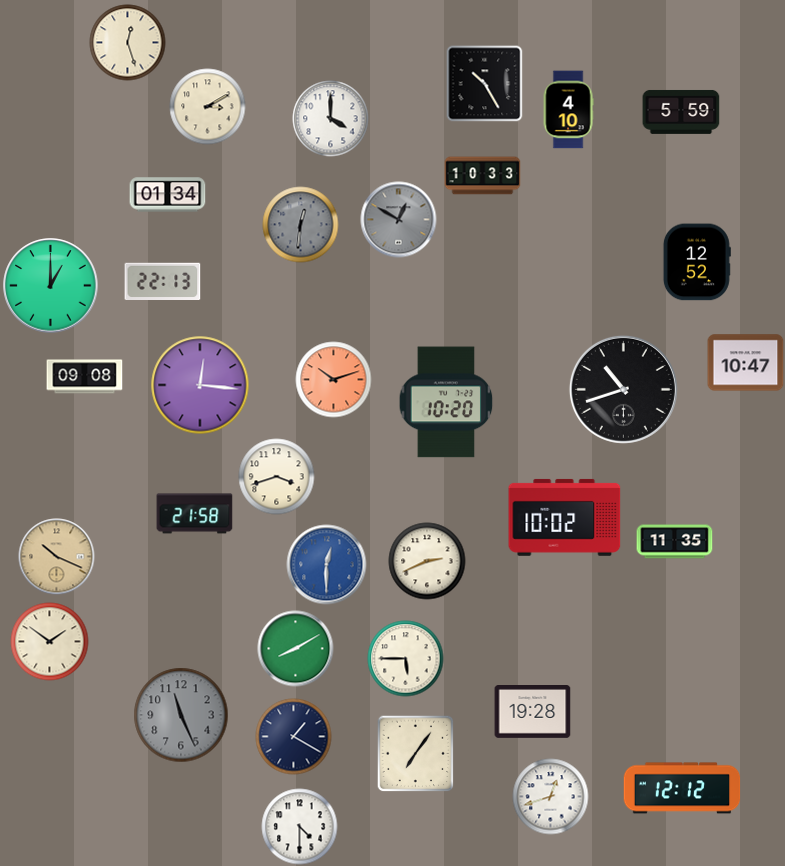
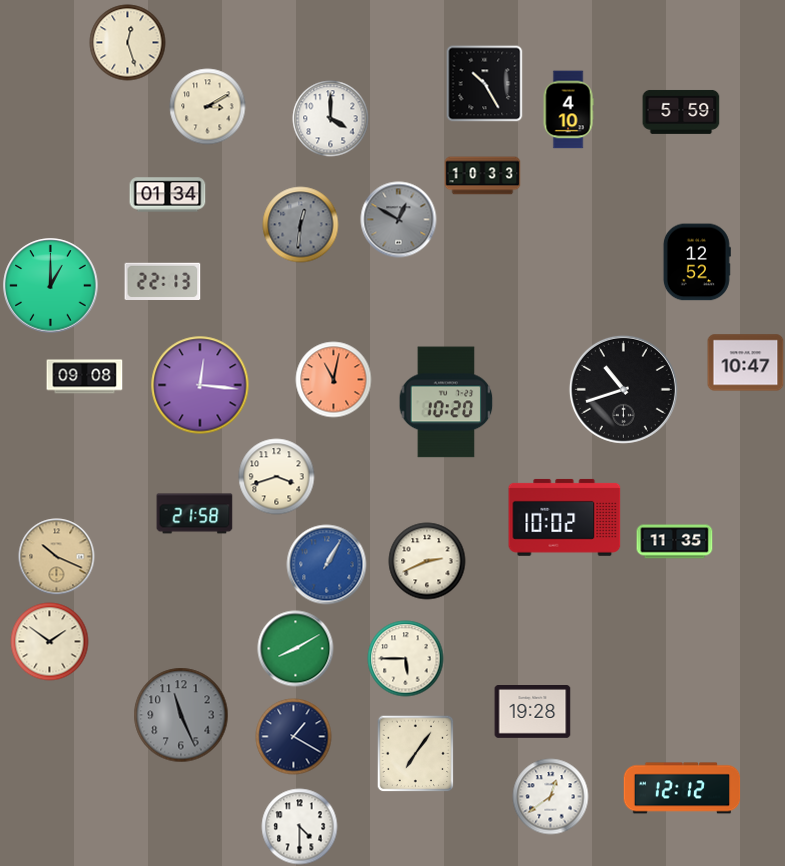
clock at (334, 380): 10:12 -> 11:02
clock at (327, 565): 12:30 -> 1:05
clock at (551, 797): 12:42 -> 12:39
